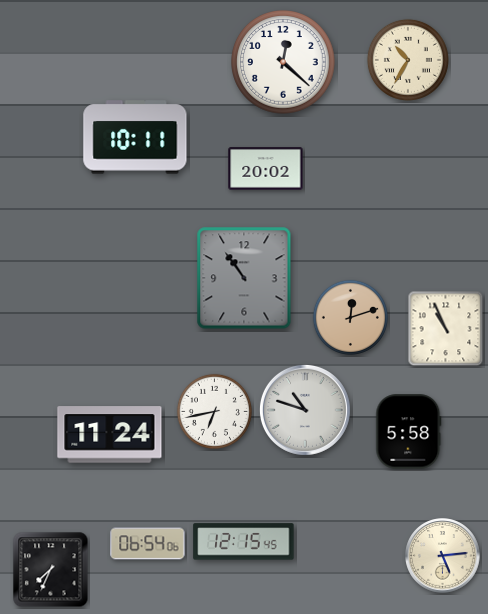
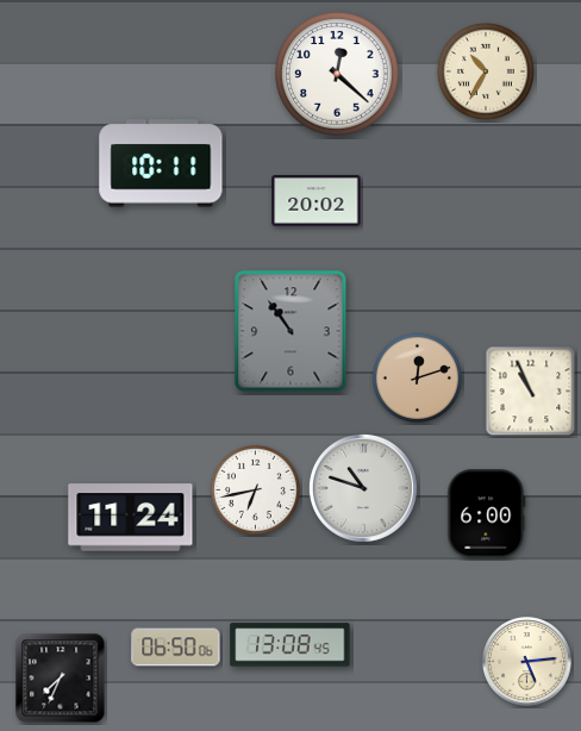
clock at (409, 432): 5:58 -> 6:00
clock at (244, 542): 12:15 -> 13:08
clock at (148, 544): 06:54 -> 06:50
